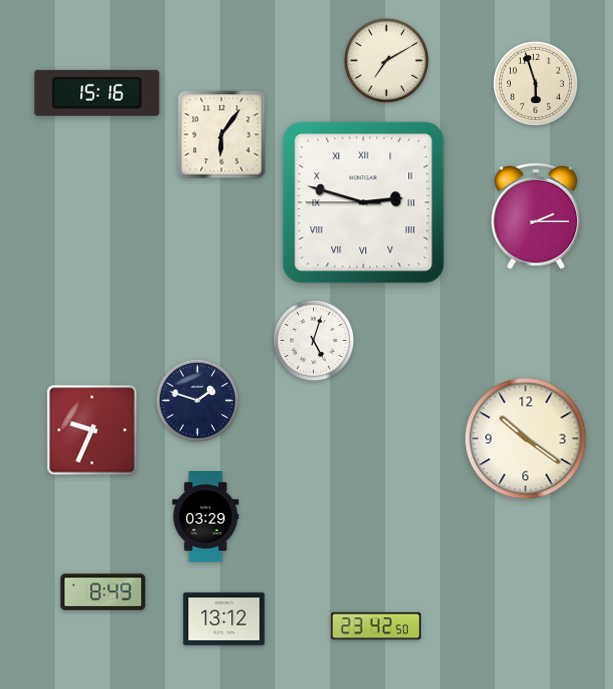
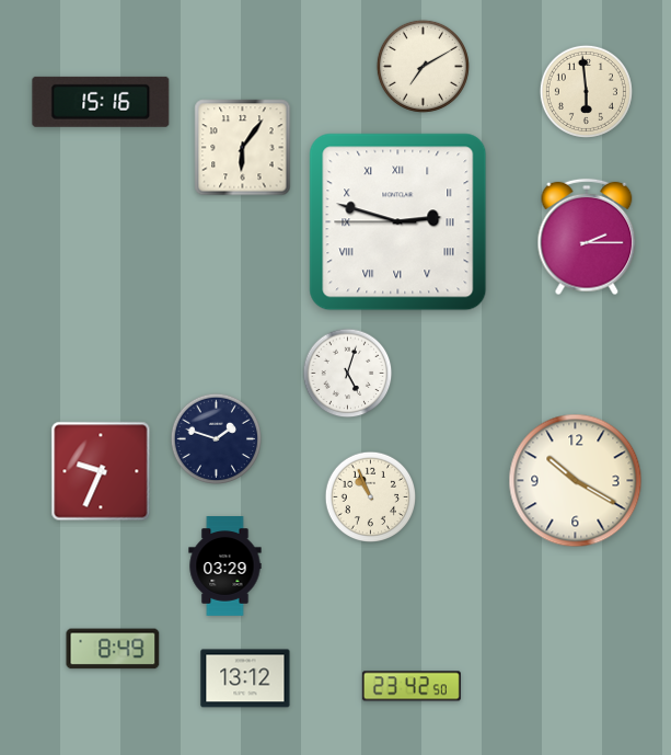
clock at (535, 83): 5:57 -> 5:59
clock at (97, 93) position: (97, 93) -> (101, 102)
clock at (314, 341) position: (314, 341) -> (348, 374)
clock at (526, 439): 10:21 -> 10:20
clock at (370, 496): none -> 10:56
